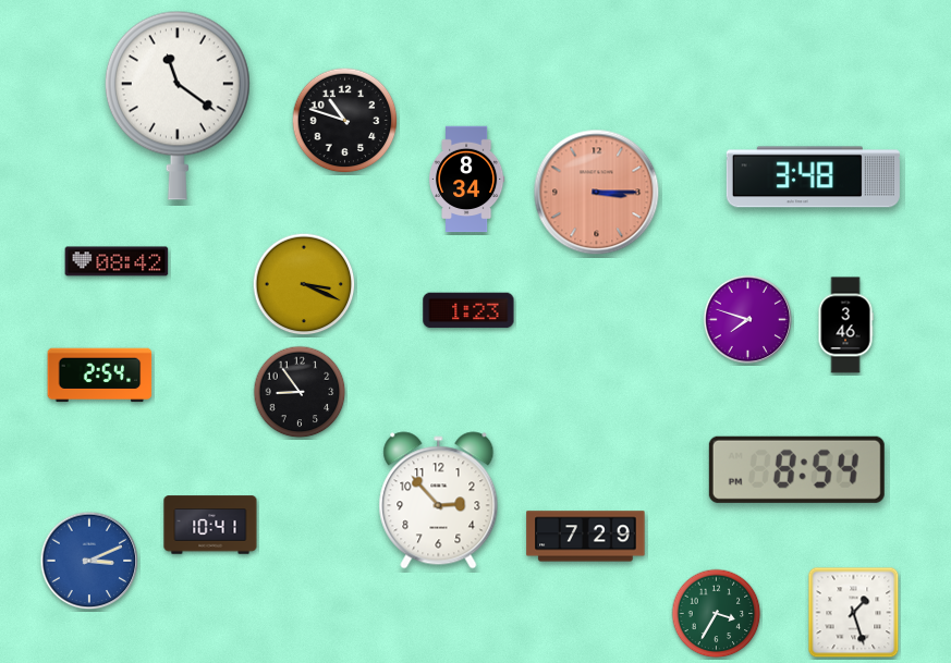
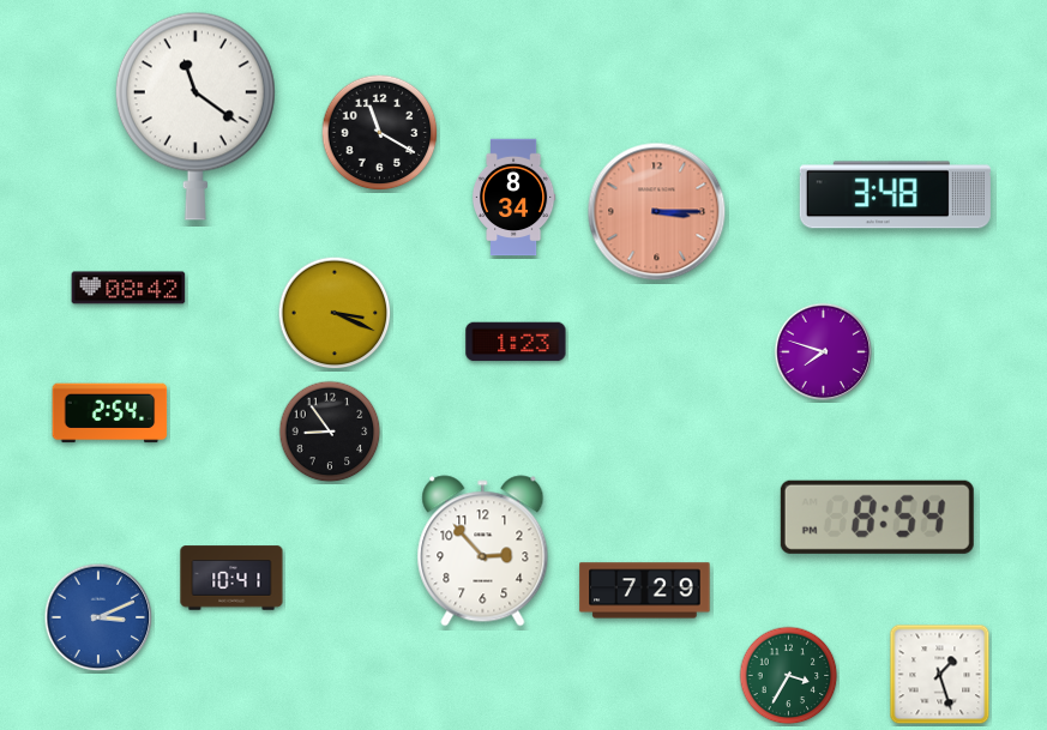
clock at (345, 121): 10:48 -> 11:20
clock at (845, 326): 3:46 -> none
